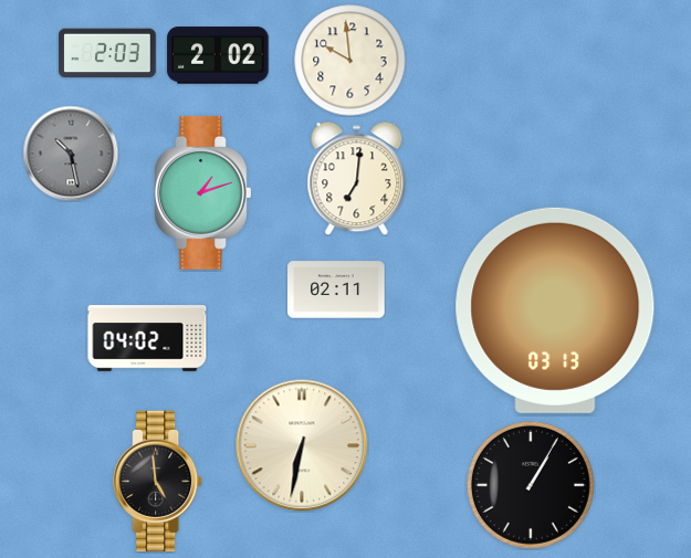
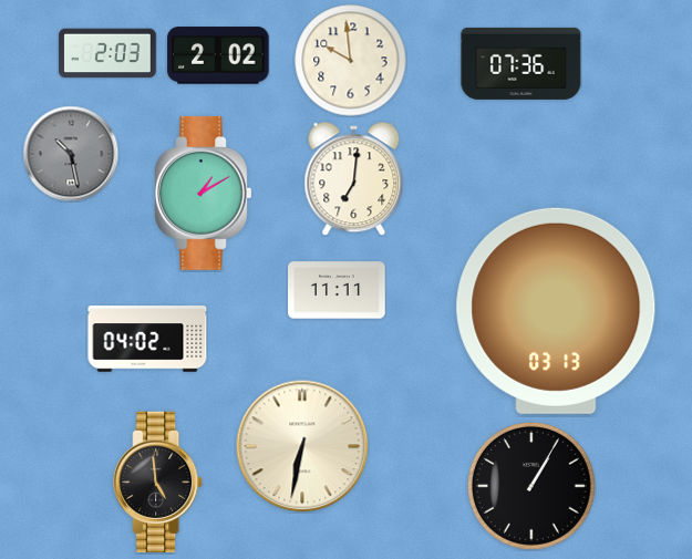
clock at (521, 63): none -> 07:36
clock at (357, 178) position: (357, 178) -> (354, 178)
clock at (203, 192): 1:12 -> 1:10
clock at (336, 289): 02:11 -> 11:11
